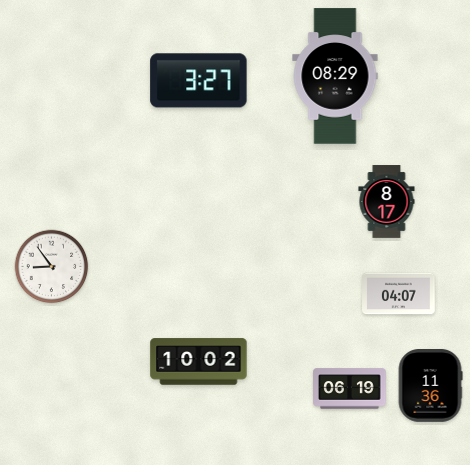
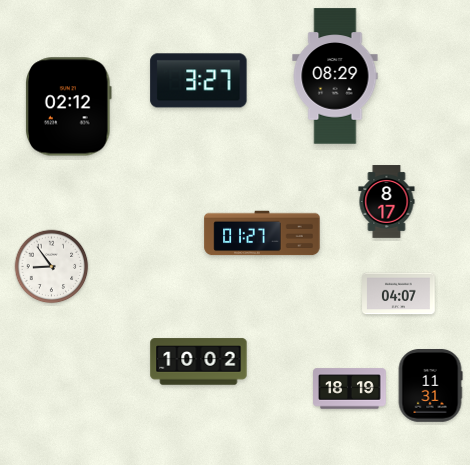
clock at (69, 107): none -> 02:12
clock at (262, 233): none -> 01:27
clock at (430, 386): 11:36 -> 11:31
clock at (350, 389): 06:19 -> 18:19
